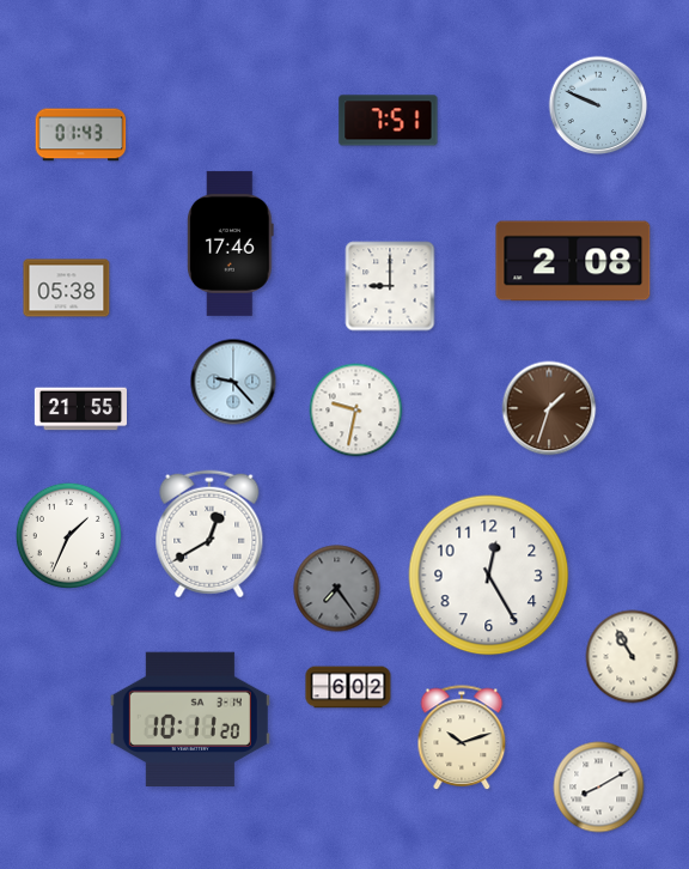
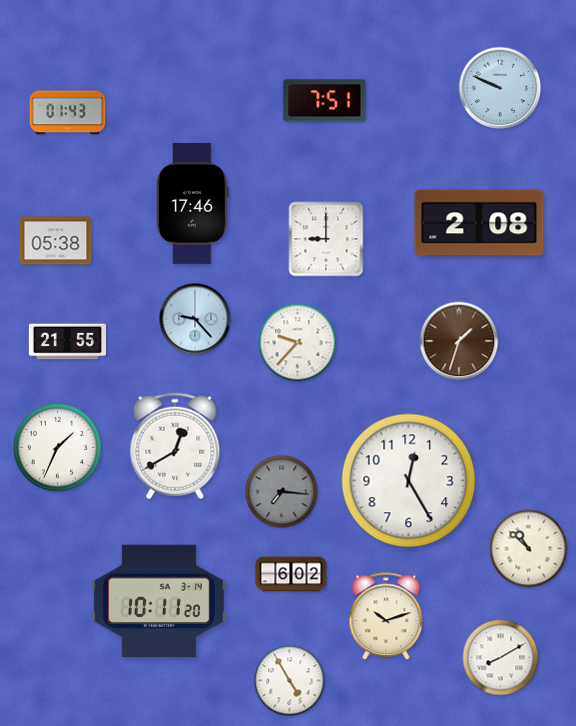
clock at (573, 261) position: (573, 261) -> (479, 223)
clock at (356, 411): 9:32 -> 9:37
clock at (337, 589): 7:24 -> 7:16
clock at (633, 657): 10:55 -> 10:52
clock at (290, 681): none -> 4:55
